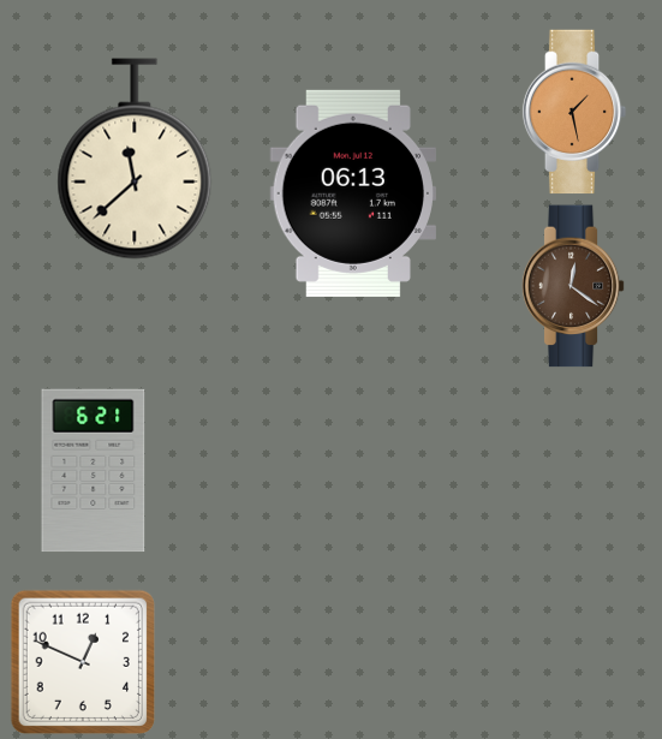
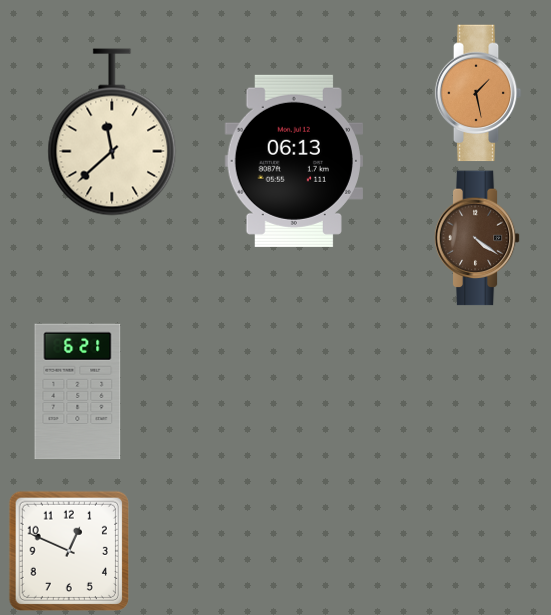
clock at (573, 286): 12:21 -> 4:21
